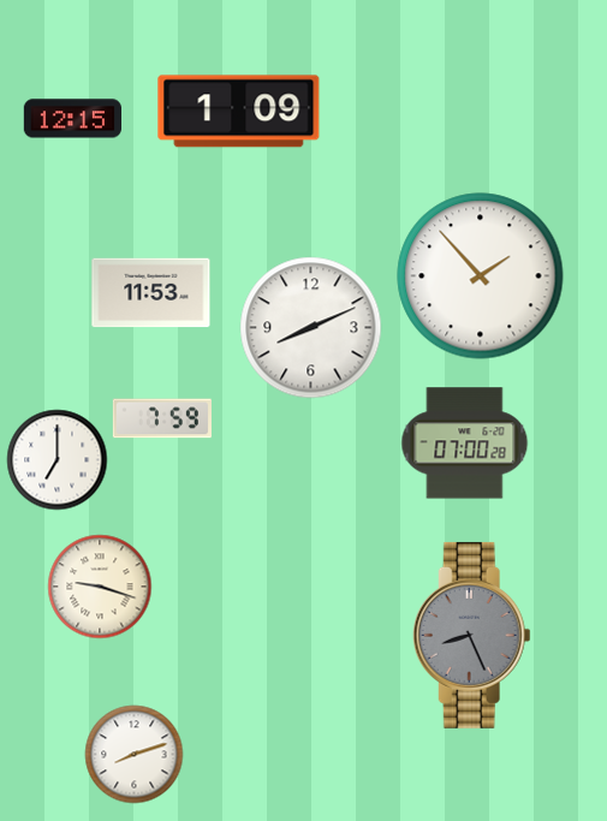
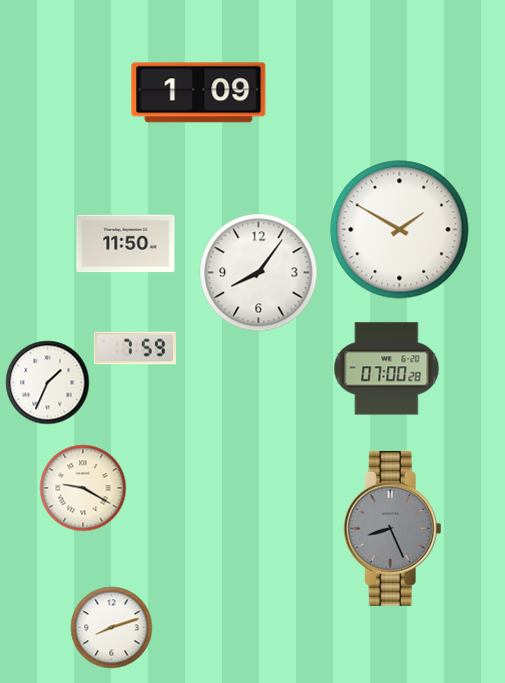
clock at (72, 119): 12:15 -> none
clock at (481, 276): 1:53 -> 1:50
clock at (151, 293): 11:53 -> 11:50
clock at (311, 328): 8:11 -> 8:06
clock at (58, 460): 7:00 -> 1:34
clock at (100, 587): 9:18 -> 9:20
